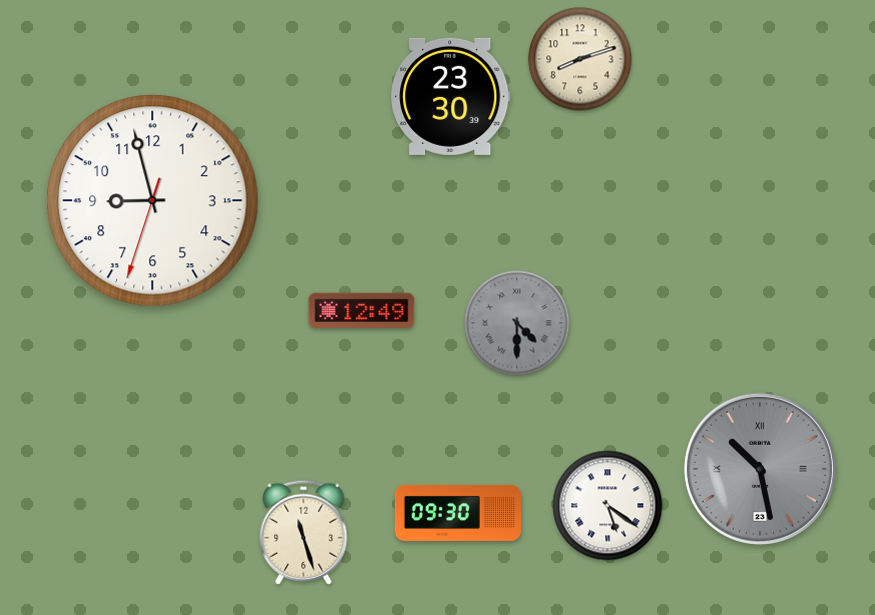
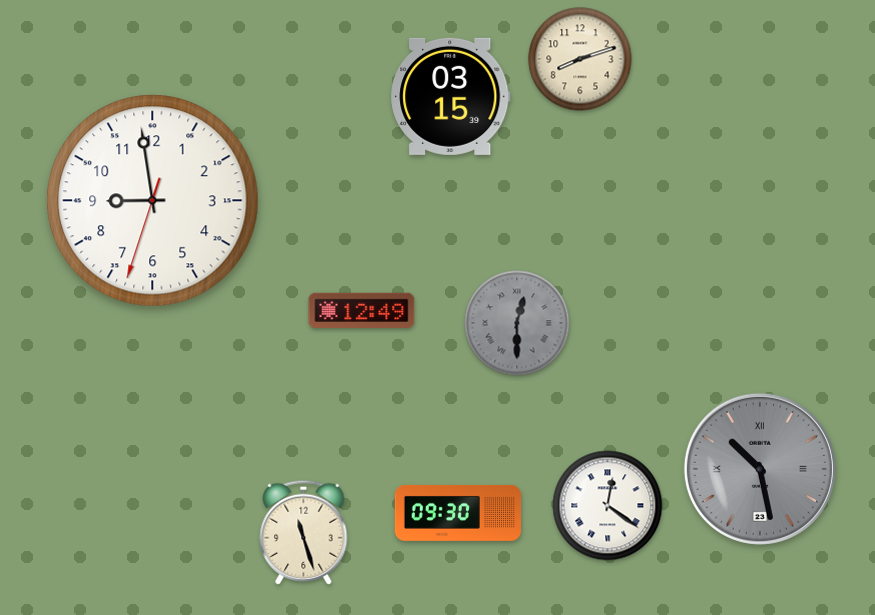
clock at (451, 96): 23:30 -> 03:15
clock at (153, 201): 8:57 -> 8:58
clock at (517, 323): 4:30 -> 12:30
clock at (608, 506): 5:21 -> 12:21
